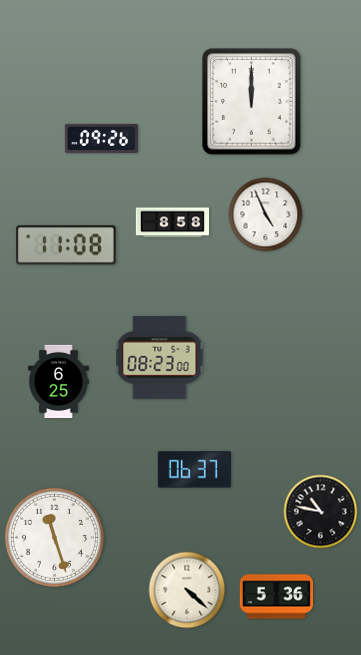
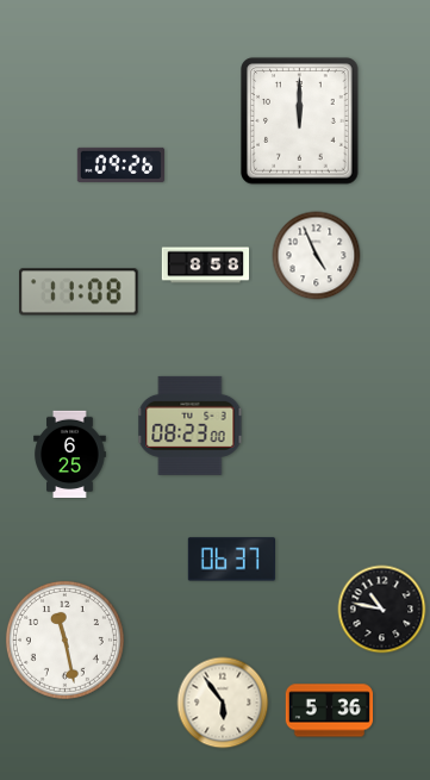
clock at (54, 537): 11:27 -> 11:28
clock at (187, 590): 4:22 -> 5:54
